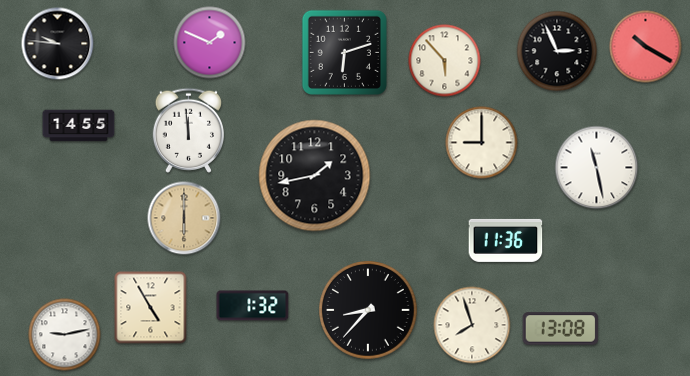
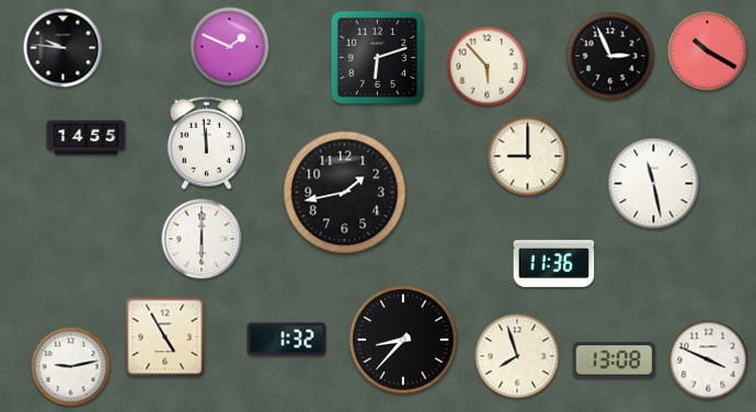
clock at (184, 218) dial: champagne -> white
clock at (253, 306) position: (253, 306) -> (287, 340)
clock at (709, 360): none -> 3:49
